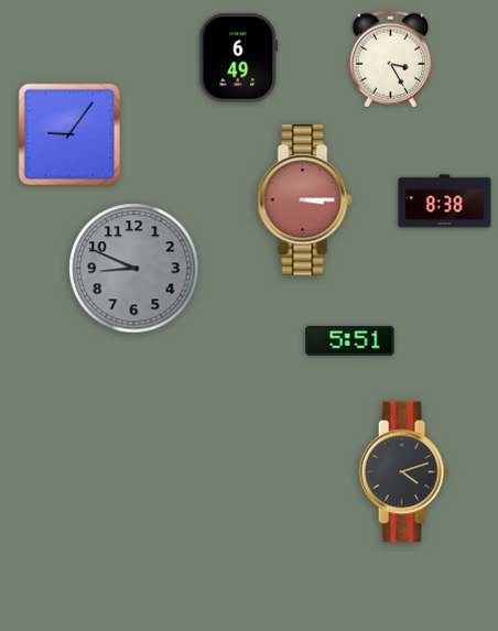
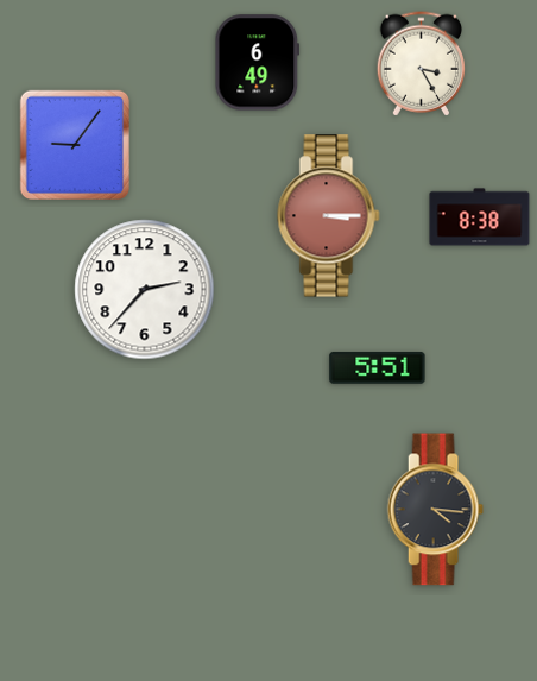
clock at (134, 269): 8:49 -> 2:37
clock at (134, 269) dial: grey -> white
clock at (403, 472): 4:12 -> 4:16
